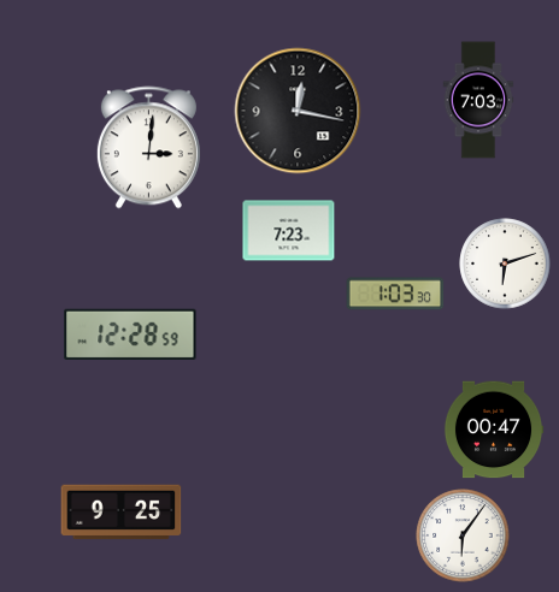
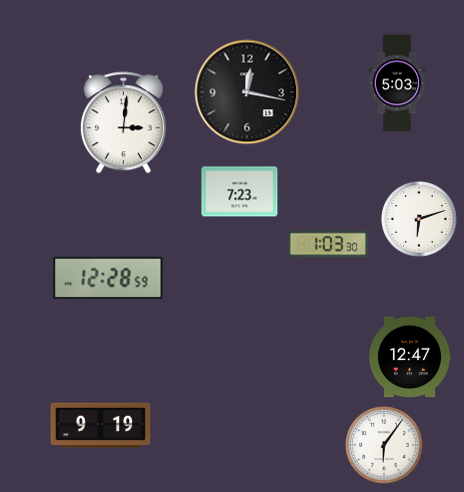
clock at (478, 100): 7:03 -> 5:03
clock at (494, 430): 00:47 -> 12:47
clock at (122, 513): 9:25 -> 9:19
